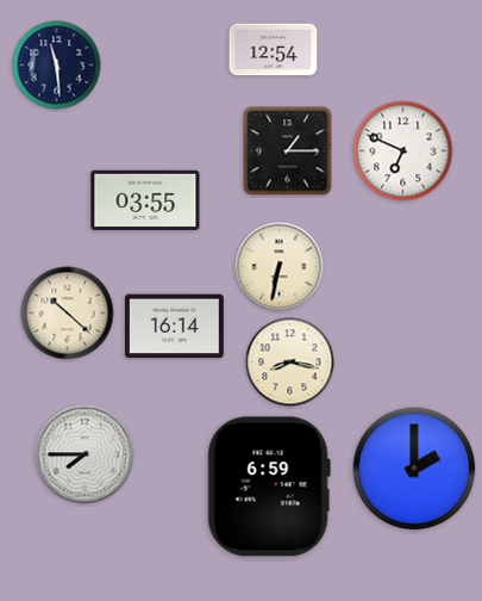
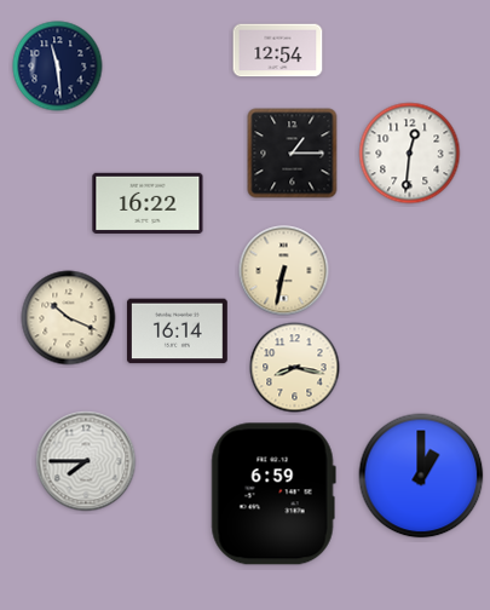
clock at (403, 151): 6:49 -> 12:31
clock at (145, 200): 03:55 -> 16:22
clock at (68, 314): 10:22 -> 10:19
clock at (414, 469): 2:00 -> 1:00
